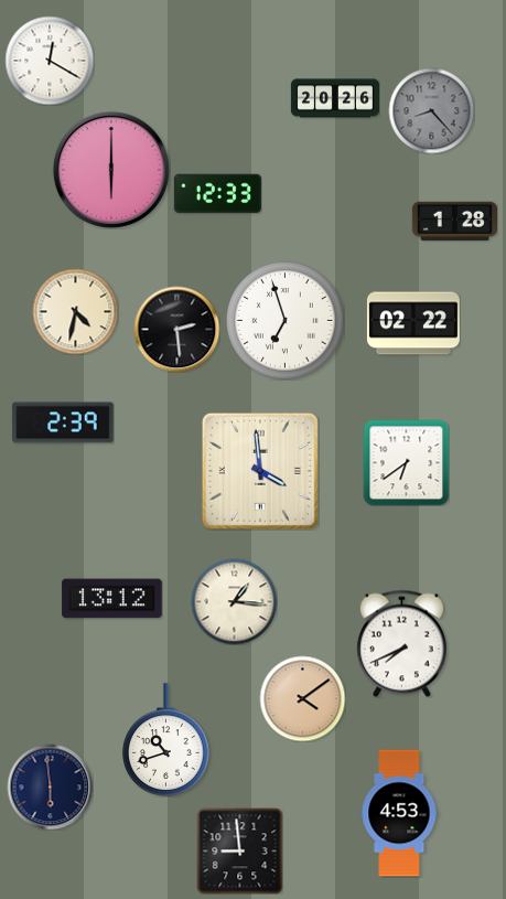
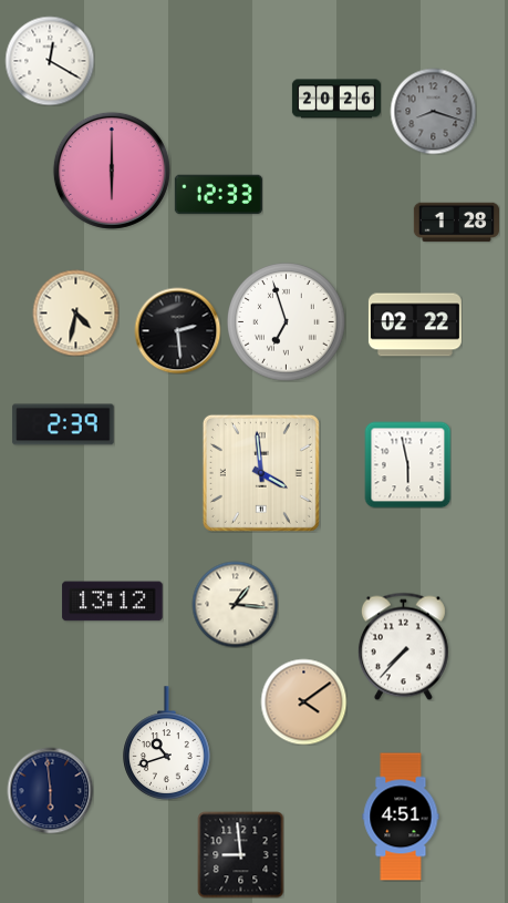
clock at (431, 110): 8:23 -> 8:18
clock at (406, 462): 6:39 -> 5:58
clock at (401, 643): 7:41 -> 7:37
clock at (399, 813): 4:53 -> 4:51
